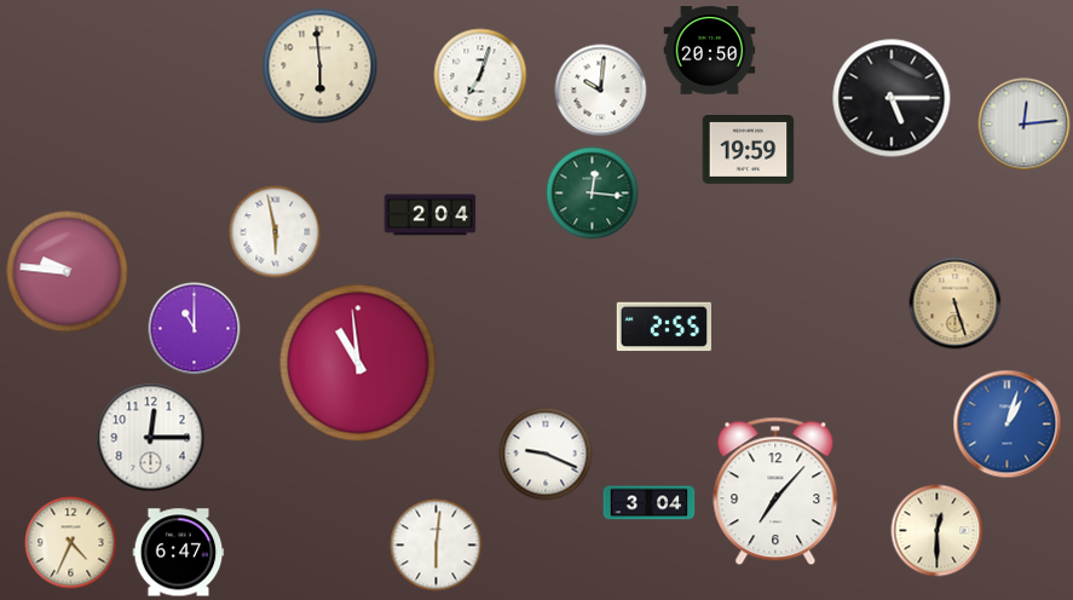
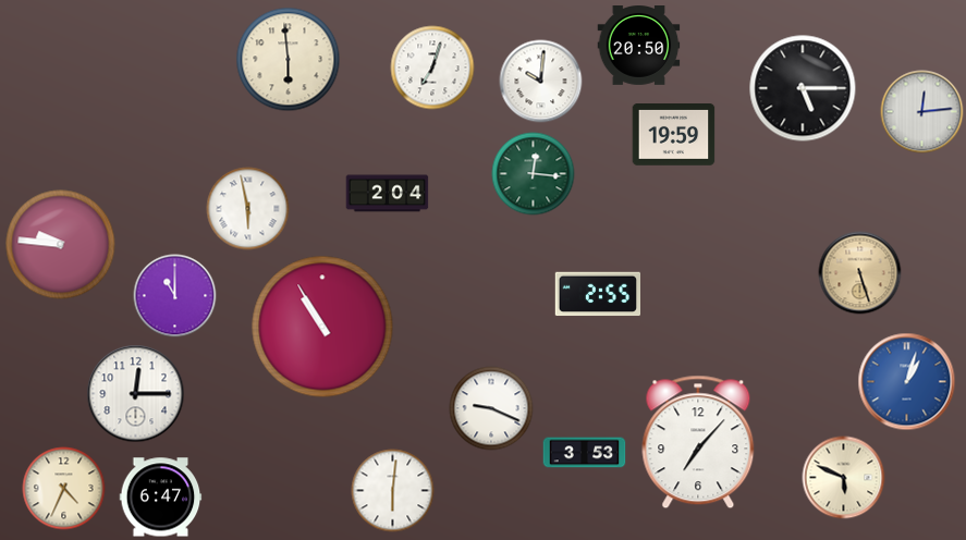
clock at (358, 363): 10:59 -> 10:55
clock at (650, 503): 3:04 -> 3:53
clock at (938, 531): 12:30 -> 5:49
